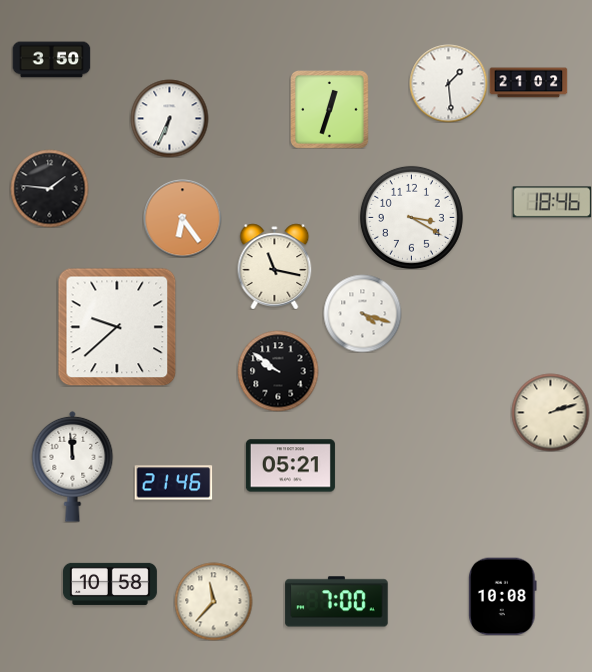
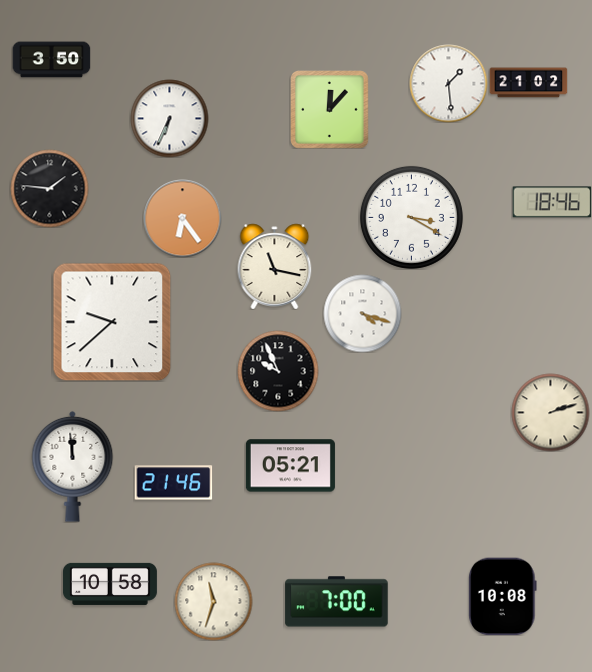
clock at (330, 110): 12:33 -> 12:07
clock at (117, 327) position: (117, 327) -> (112, 322)
clock at (278, 371): 9:51 -> 9:56
clock at (213, 601): 11:37 -> 11:33
